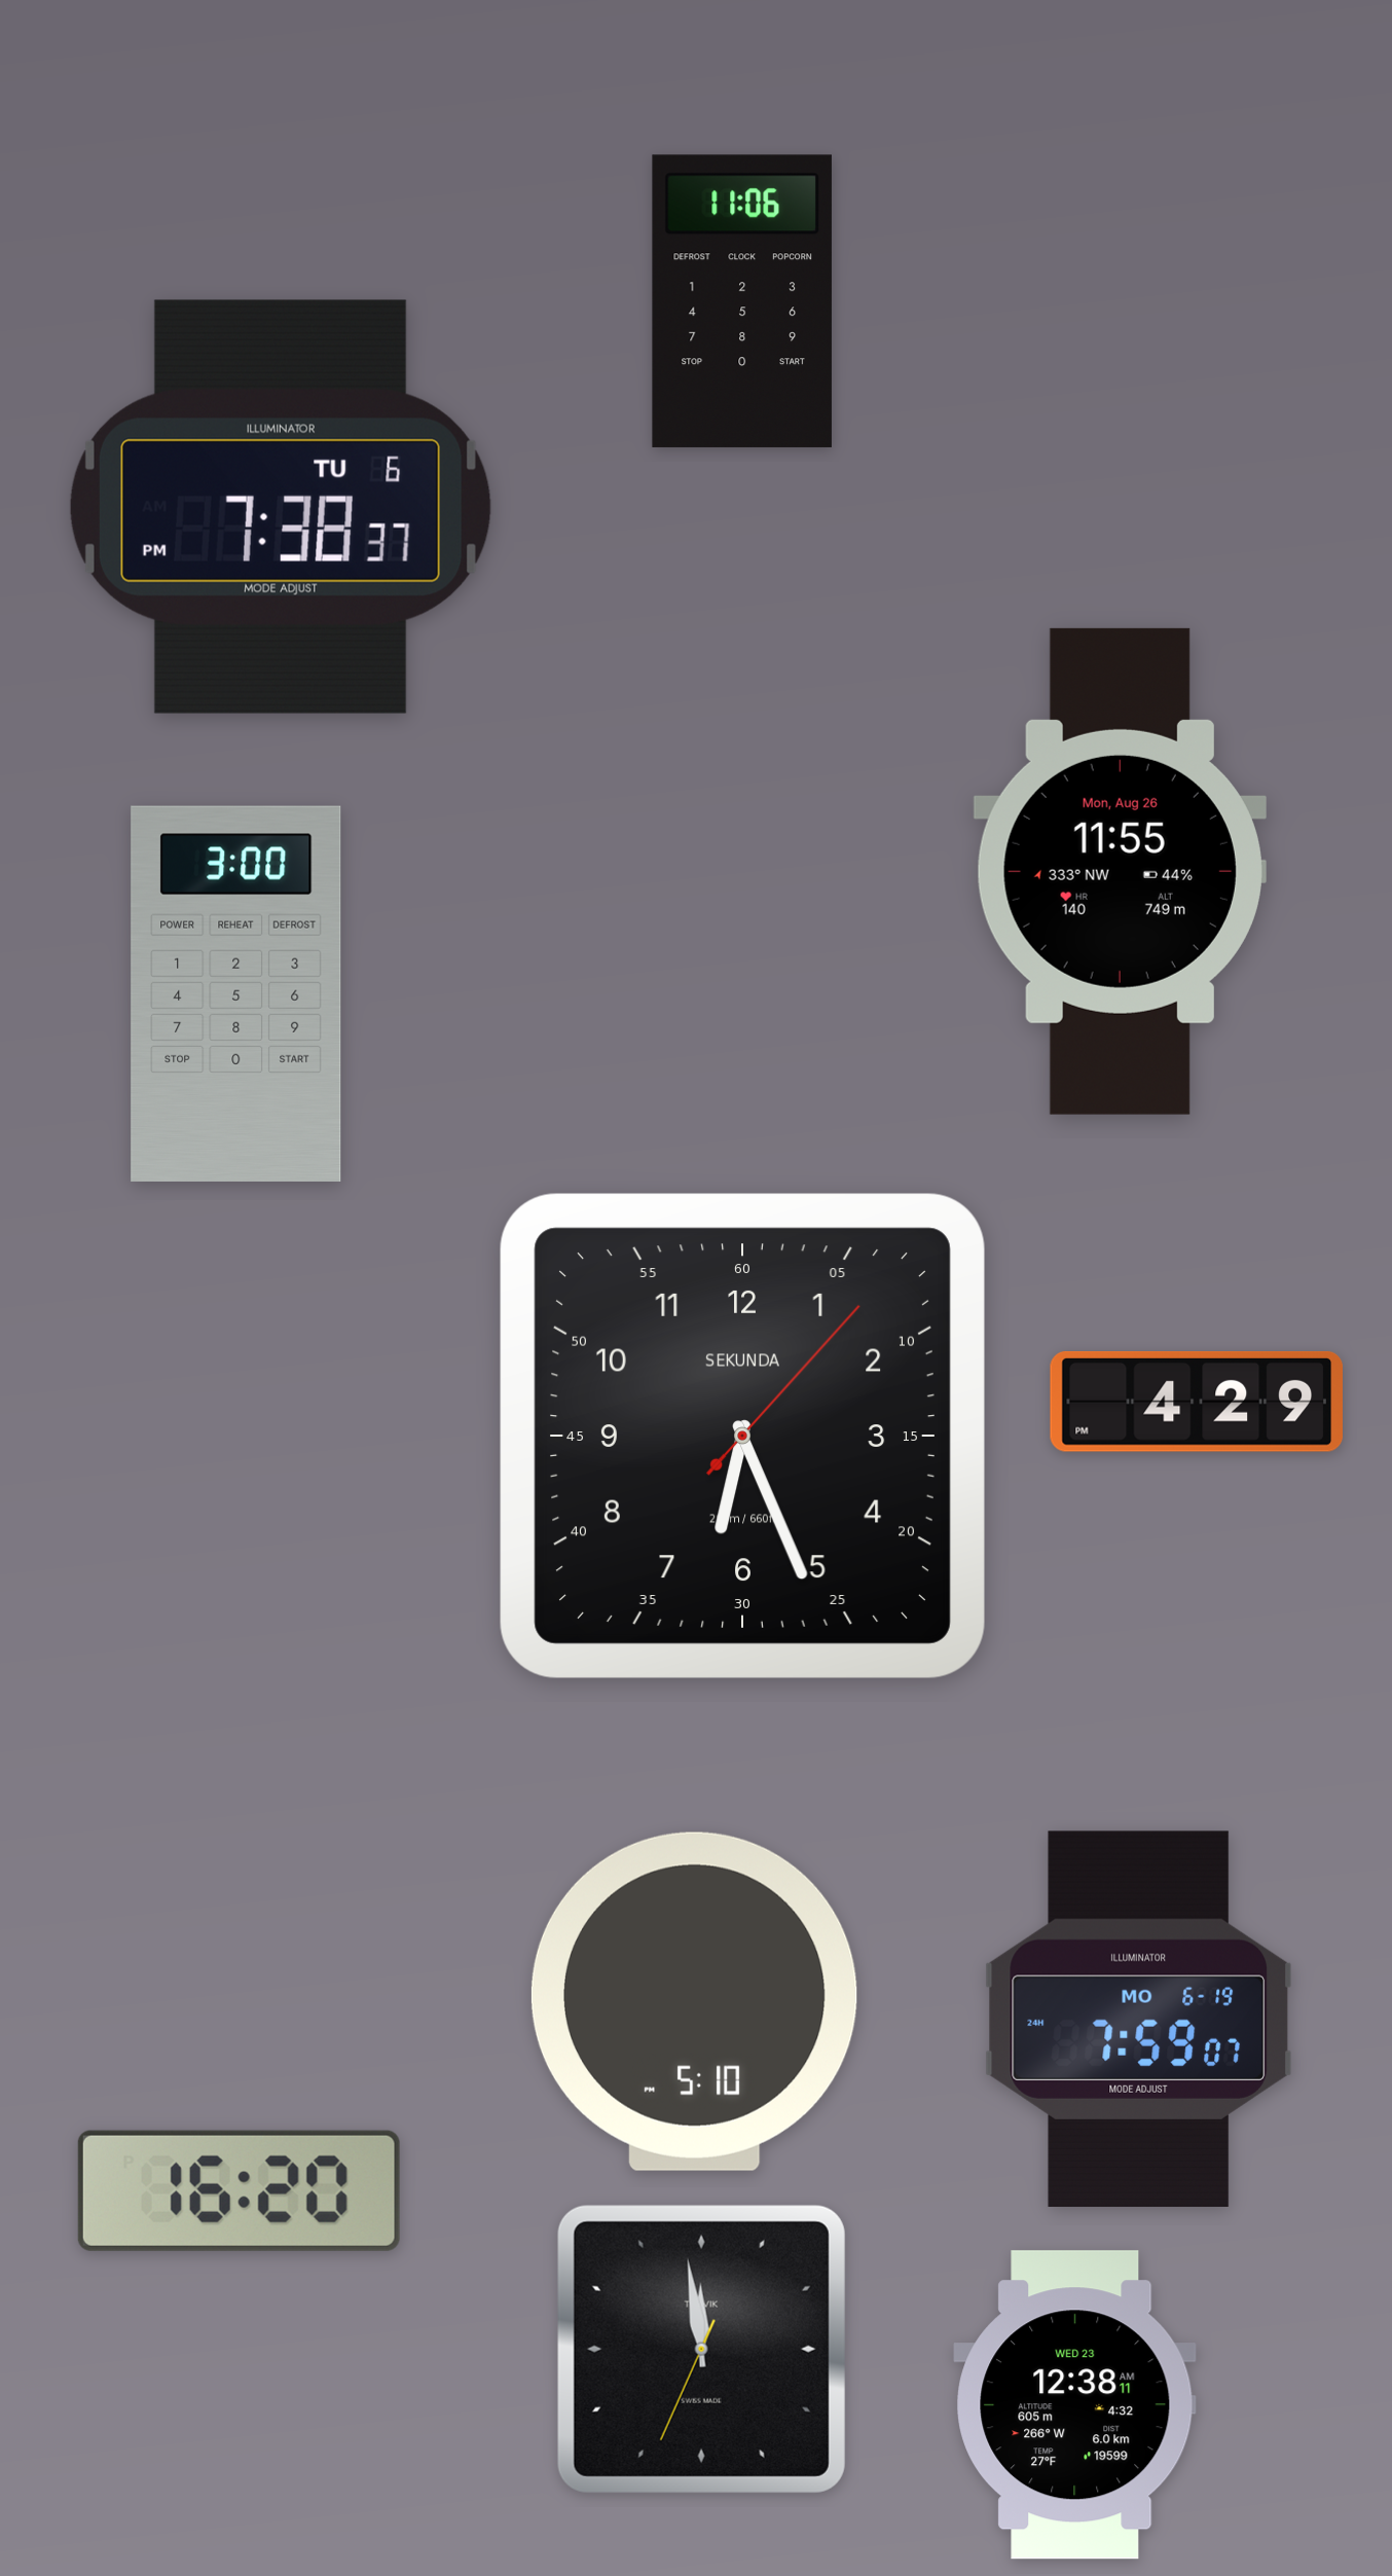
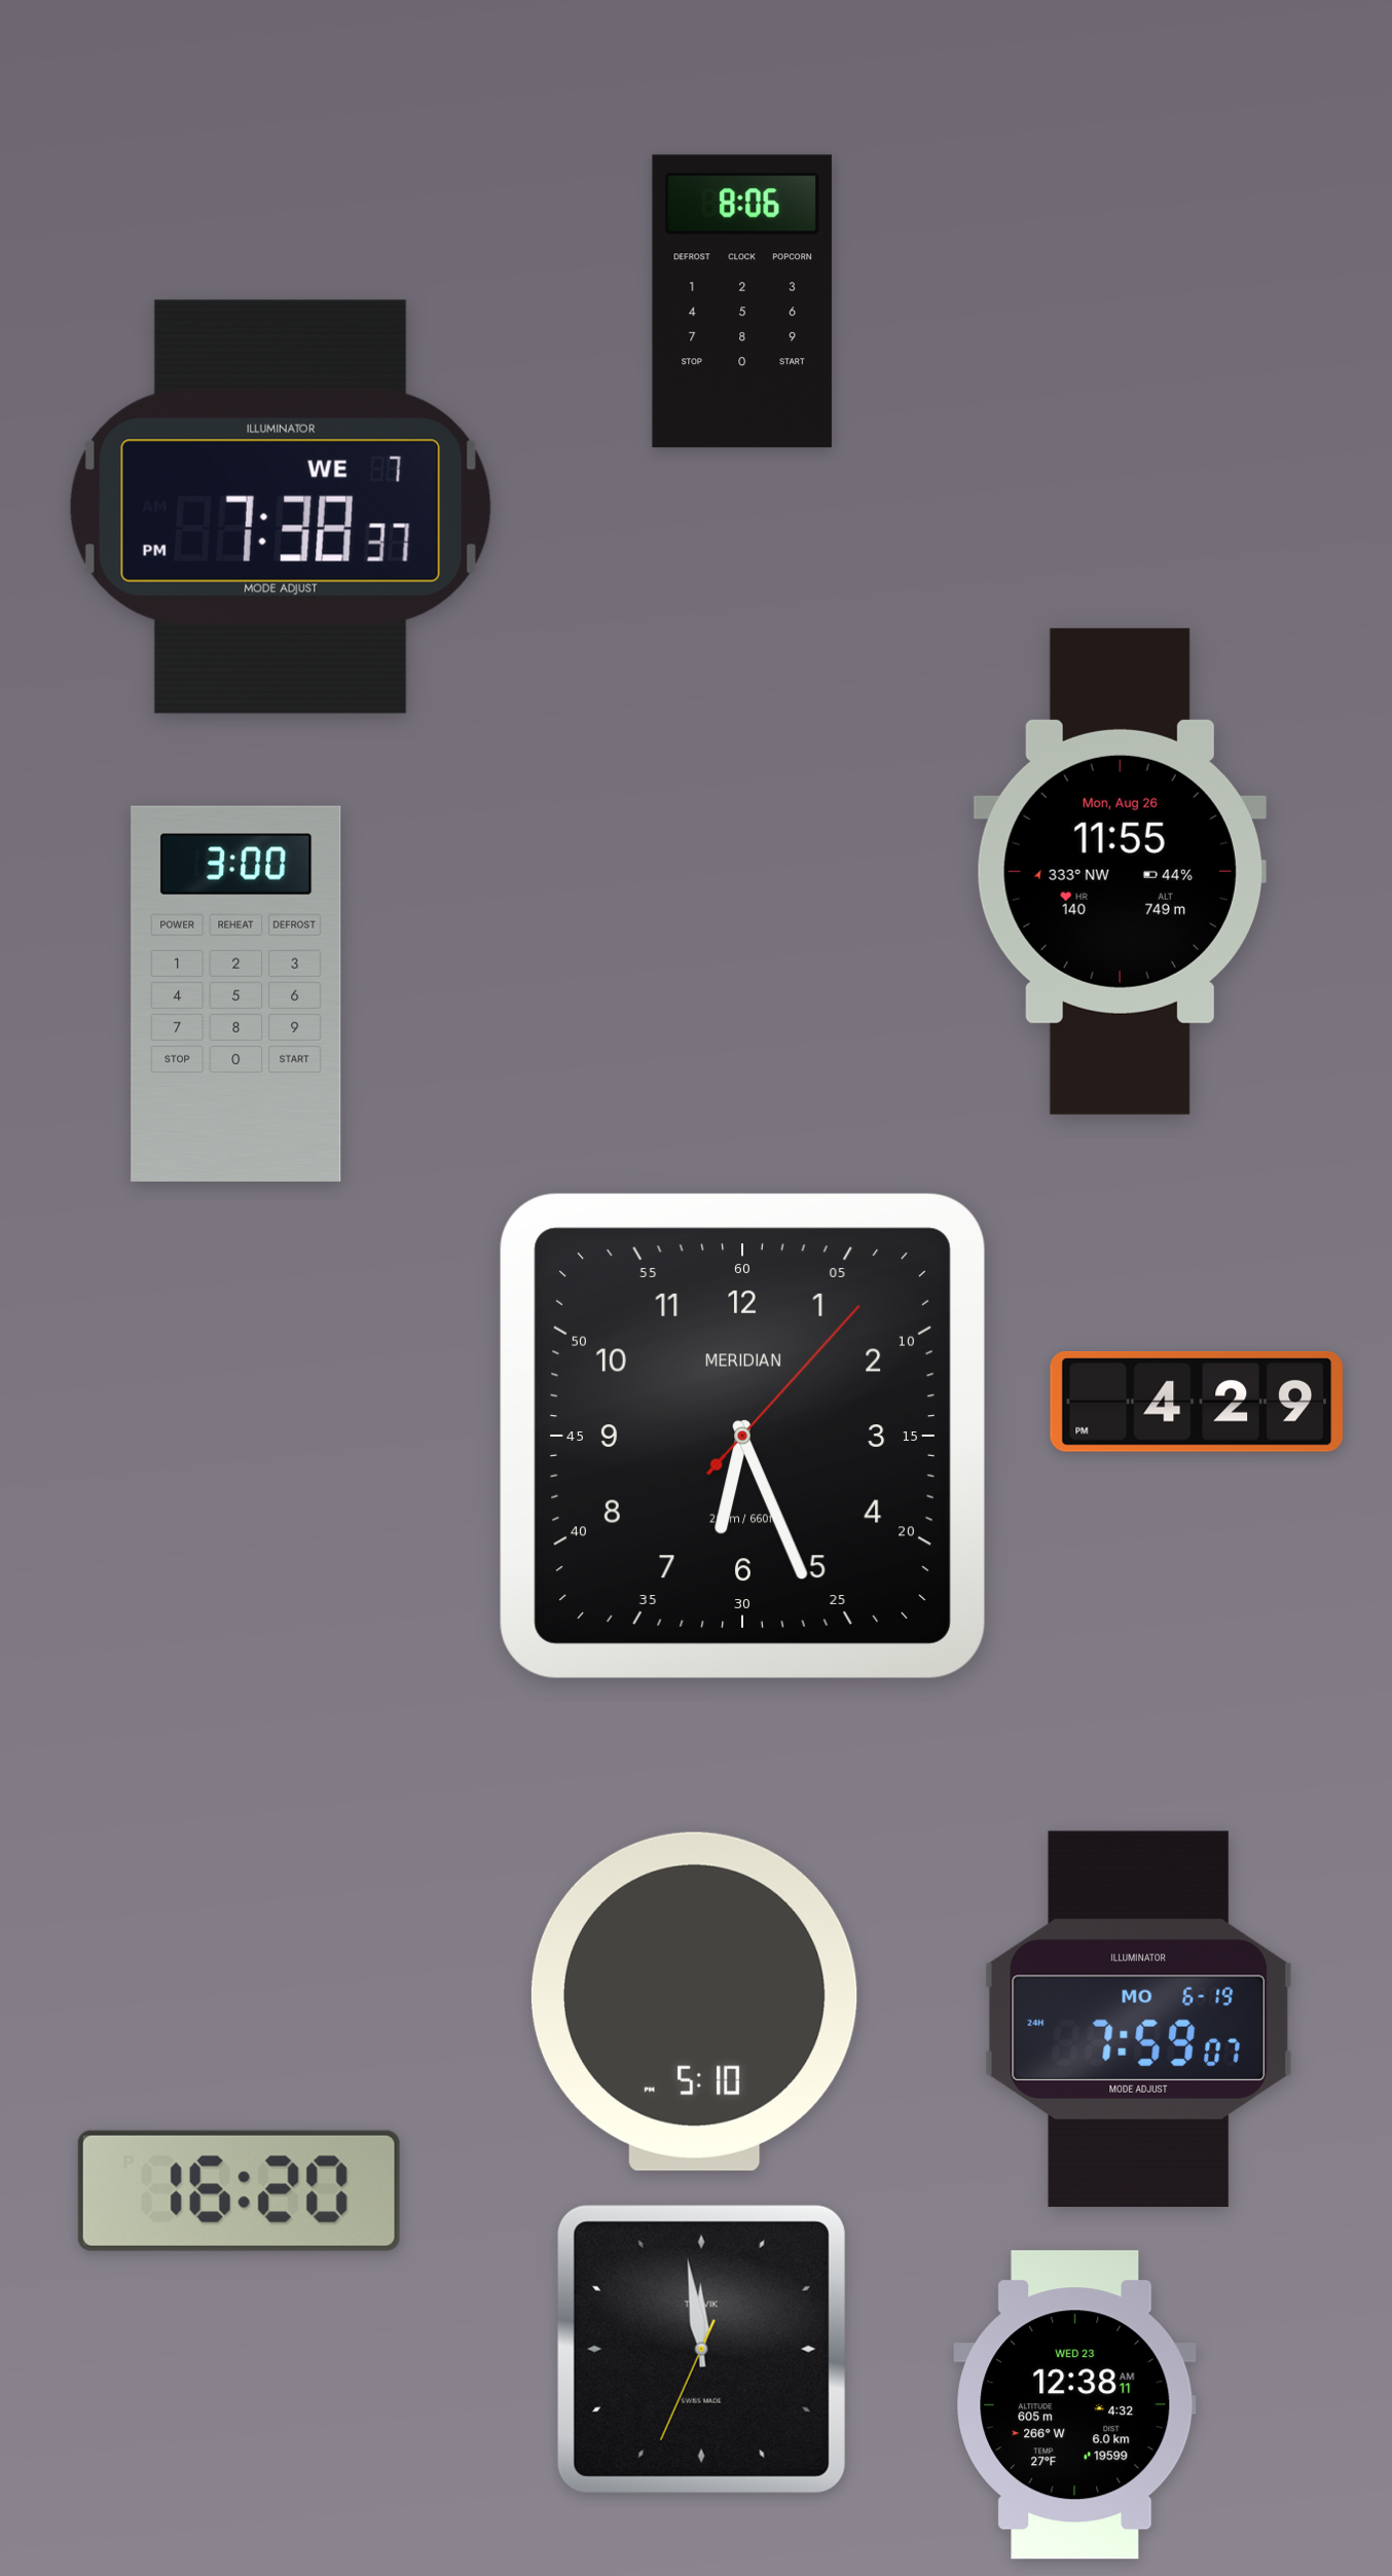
clock at (742, 301): 11:06 -> 8:06
clock at (281, 507) date: TU 6 -> WE 7
clock at (742, 1436) brand: SEKUNDA -> MERIDIAN
